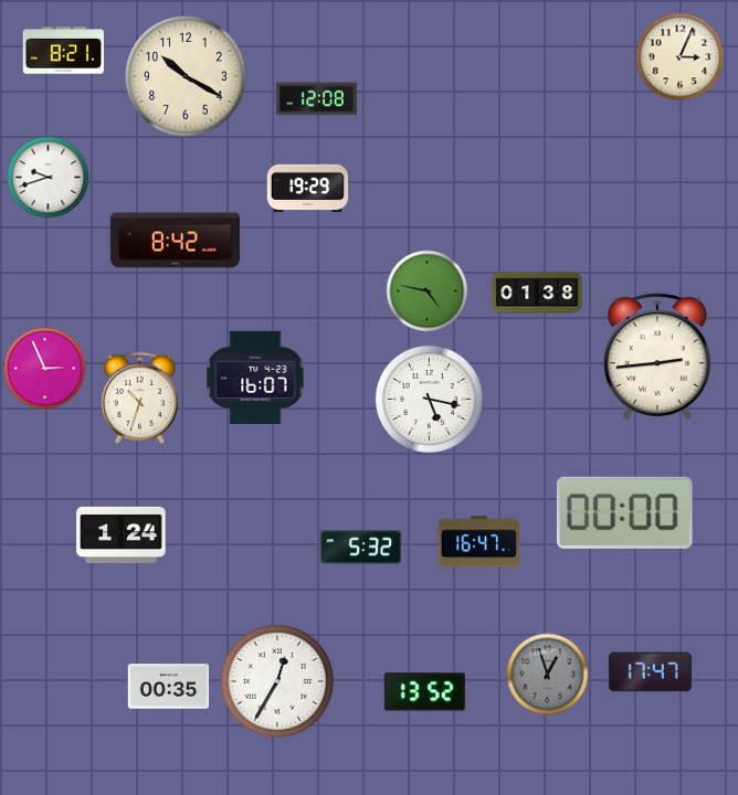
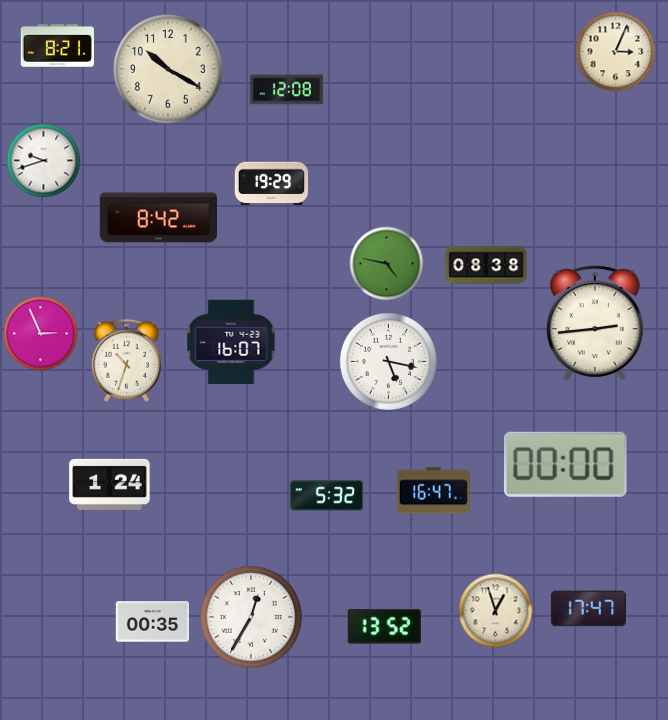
clock at (308, 189) position: (308, 189) -> (272, 184)
clock at (537, 293): 01:38 -> 08:38
clock at (548, 675) dial: grey -> cream
